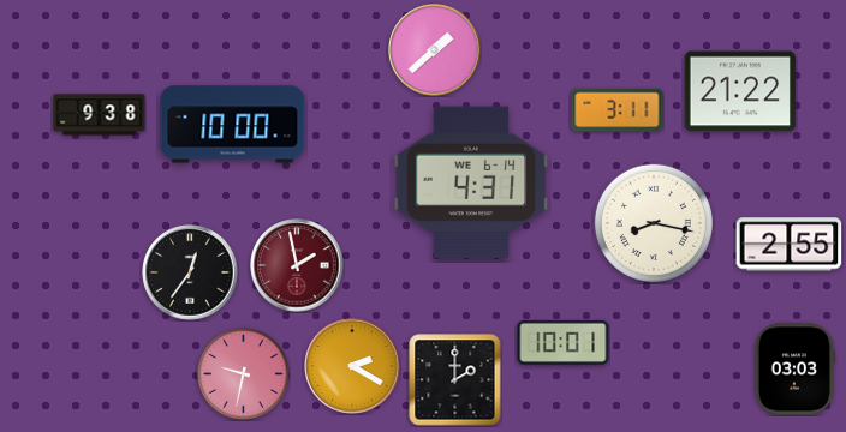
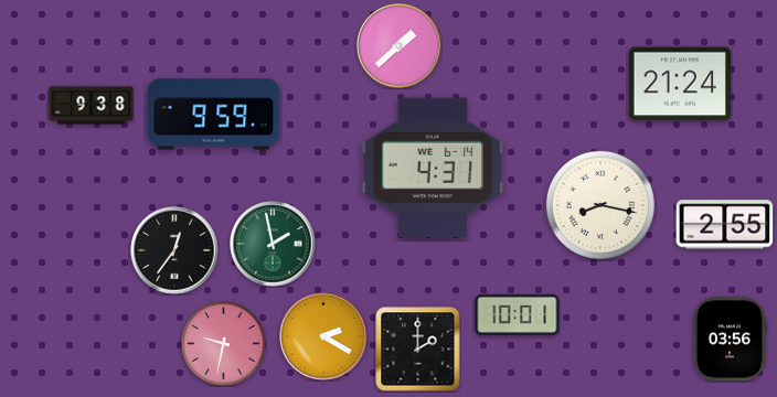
clock at (740, 91): 21:22 -> 21:24
clock at (618, 110): 3:11 -> none
clock at (233, 125): 10:00 -> 9:59
clock at (297, 265) dial: burgundy -> green
clock at (793, 370): 03:03 -> 03:56
